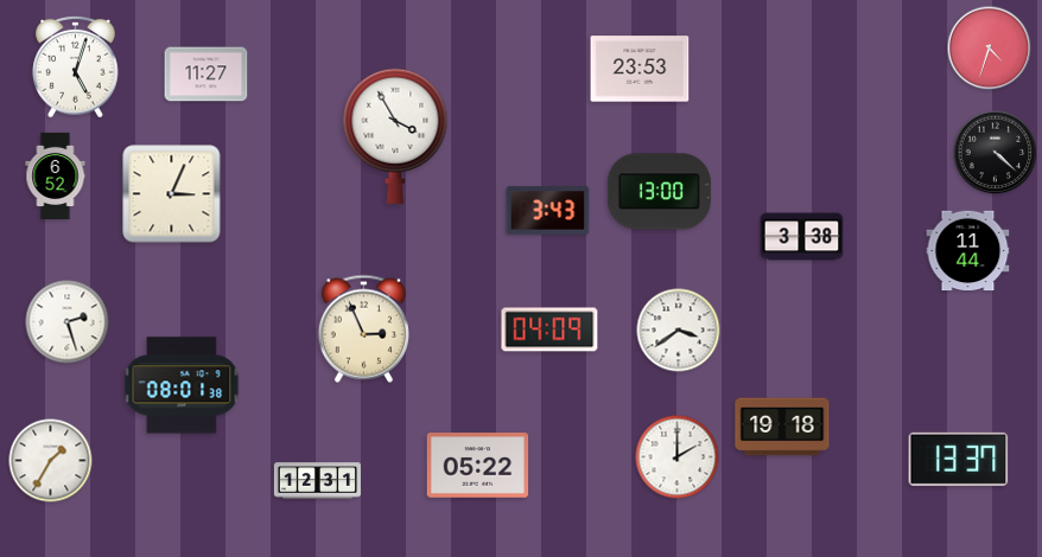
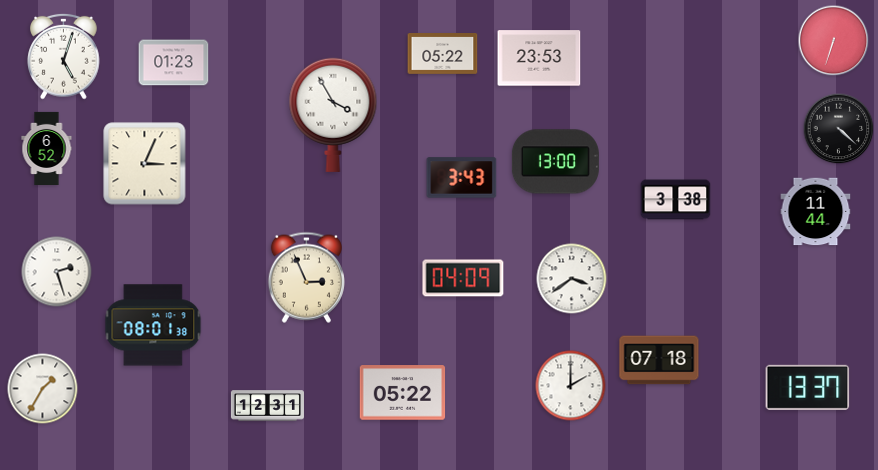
clock at (990, 49): 4:33 -> 6:33
clock at (443, 54): none -> 05:22
clock at (207, 75): 11:27 -> 01:23
clock at (782, 427): 19:18 -> 07:18
